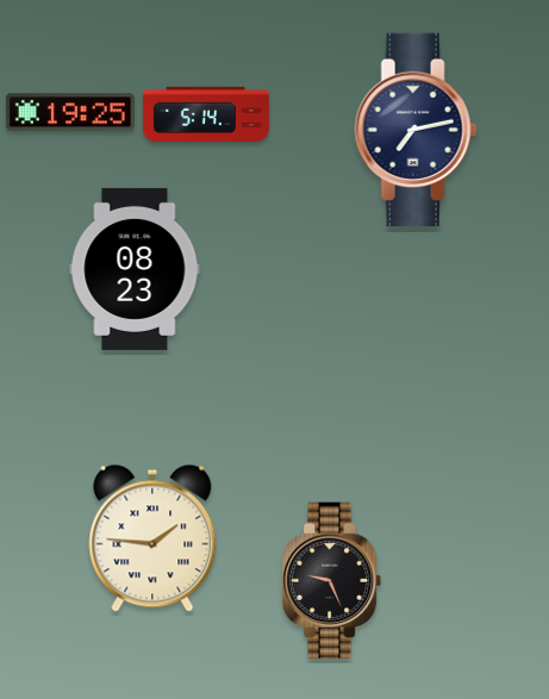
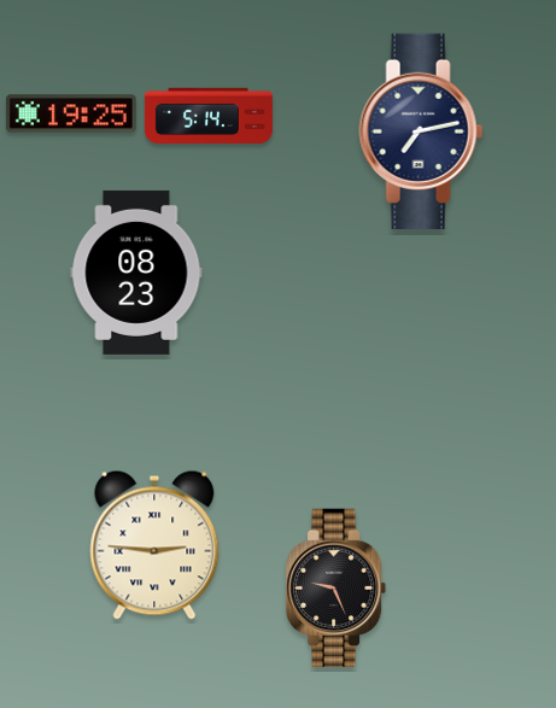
clock at (152, 538): 1:46 -> 2:46
